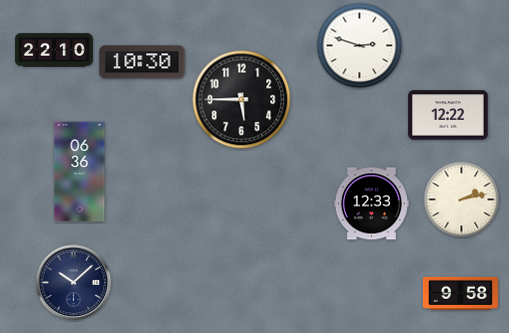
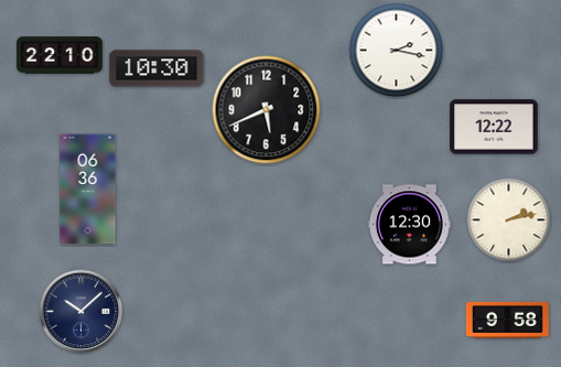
clock at (360, 46): 2:48 -> 2:17
clock at (242, 100): 5:45 -> 5:41
clock at (371, 204): 12:33 -> 12:30
clock at (460, 293) position: (460, 293) -> (507, 320)
